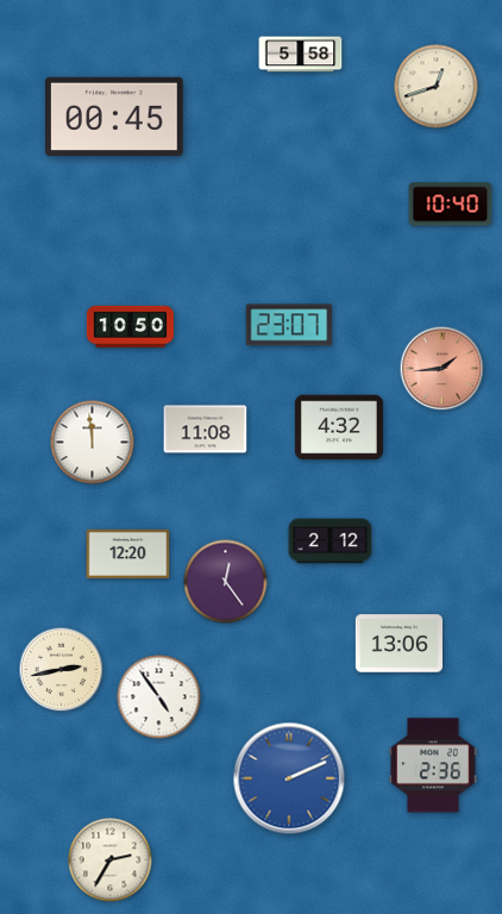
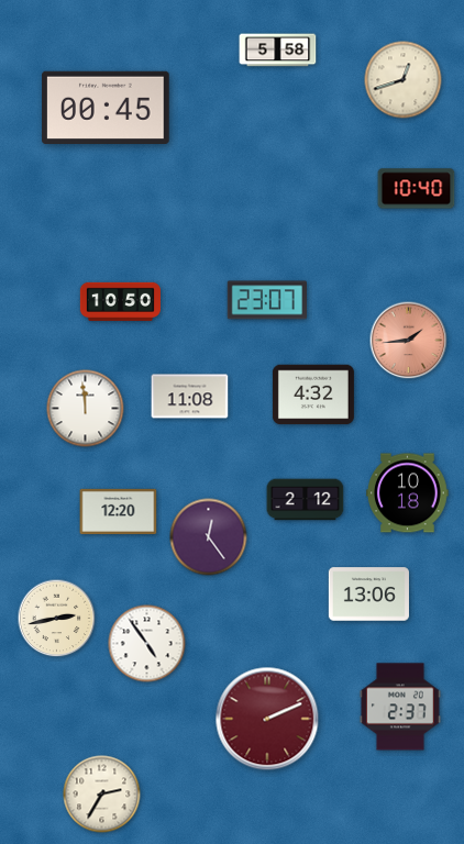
clock at (408, 493): none -> 10:18
clock at (433, 765): 2:36 -> 2:37
clock at (289, 778) dial: blue -> burgundy
